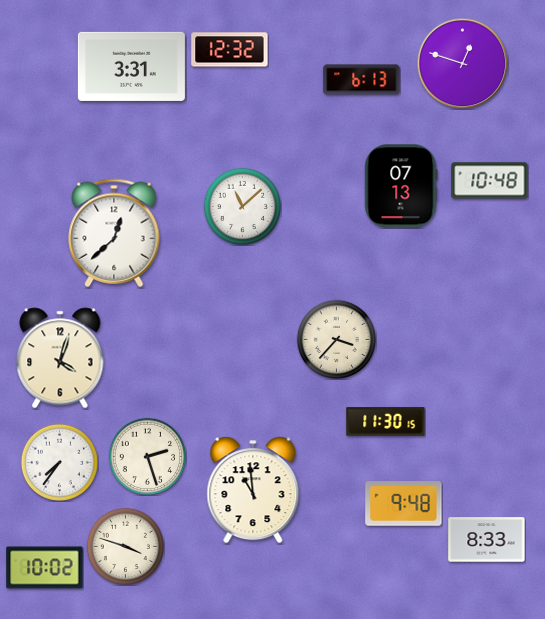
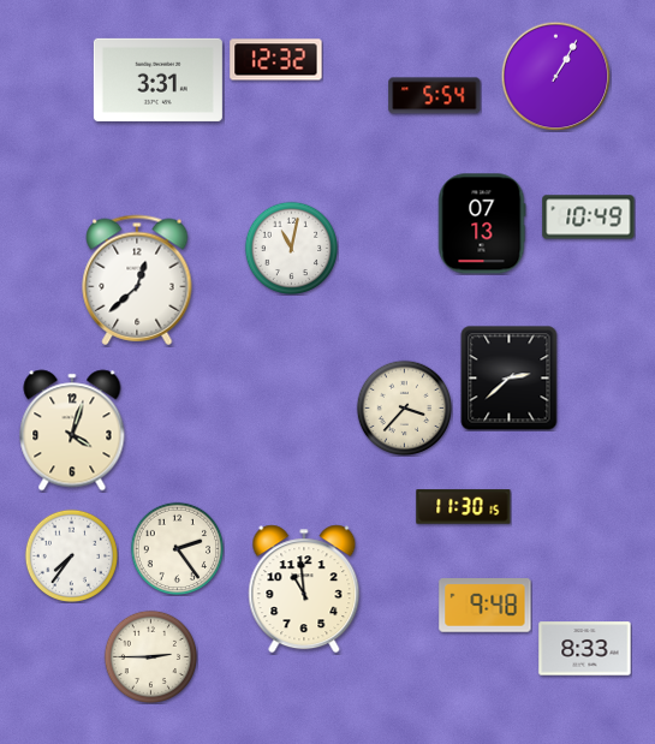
clock at (462, 63): 12:48 -> 1:05
clock at (362, 80): 6:13 -> 5:54
clock at (490, 181): 10:48 -> 10:49
clock at (242, 206): 11:08 -> 11:02
clock at (510, 379): none -> 2:38
clock at (147, 456): 2:27 -> 2:24
clock at (125, 546): 3:48 -> 2:45
clock at (45, 568): 10:02 -> none
